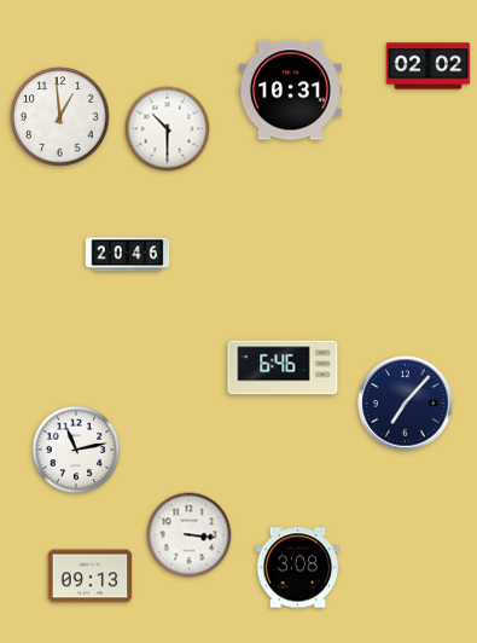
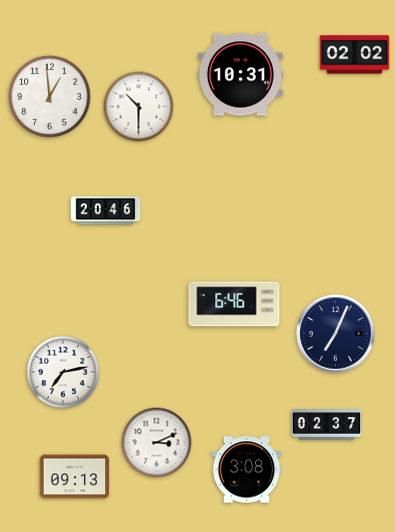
clock at (406, 404): 7:07 -> 7:04
clock at (76, 450): 11:13 -> 7:13
clock at (327, 425): none -> 02:37
clock at (190, 535): 3:16 -> 3:11
